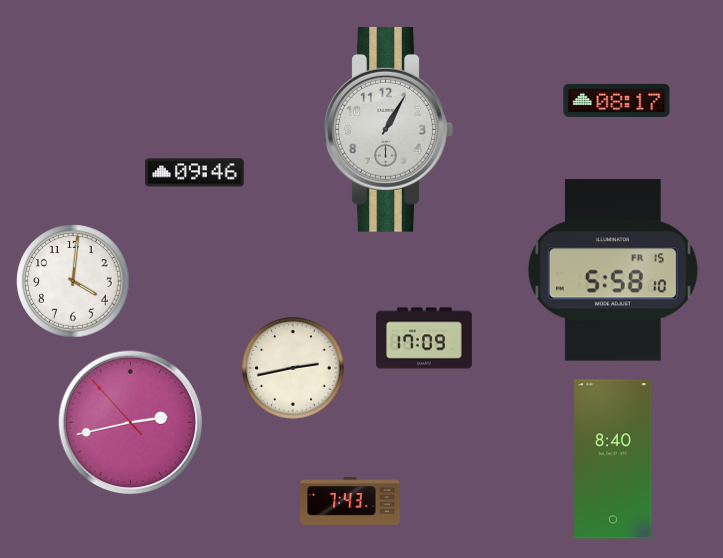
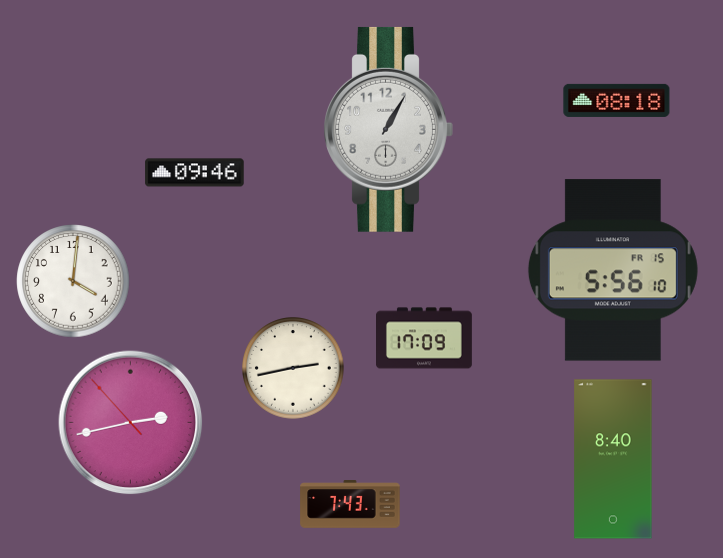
clock at (617, 100): 08:17 -> 08:18
clock at (613, 270): 5:58 -> 5:56
clock at (350, 501) position: (350, 501) -> (350, 504)
